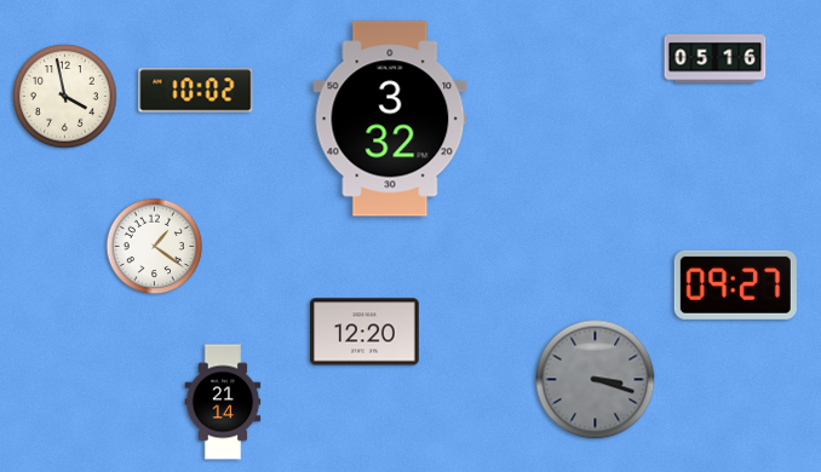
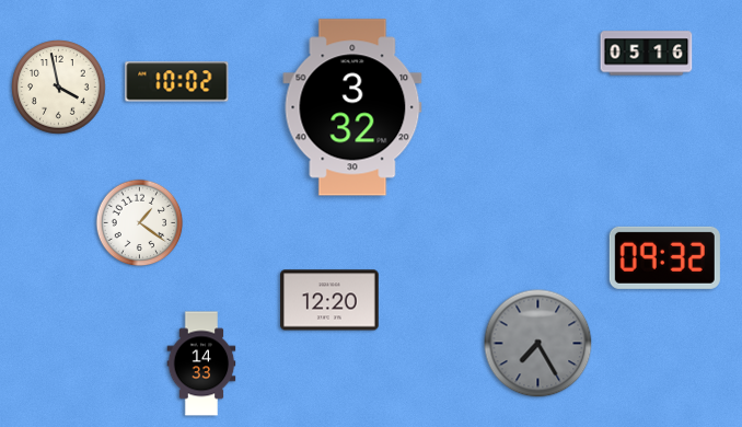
clock at (735, 284): 09:27 -> 09:32
clock at (596, 380): 3:18 -> 7:25
clock at (223, 402): 21:14 -> 14:33
